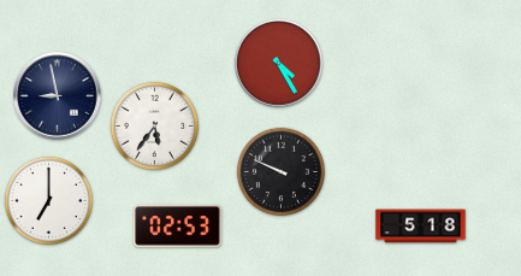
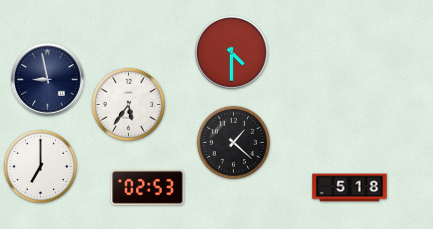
clock at (279, 64): 4:25 -> 4:30
clock at (280, 171): 9:49 -> 1:22
